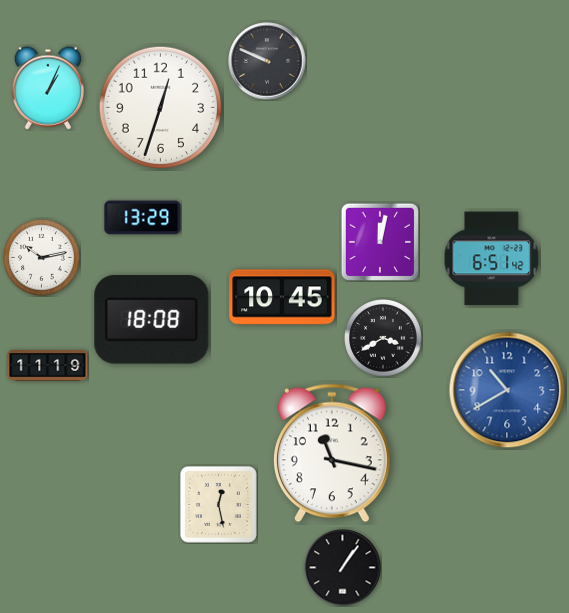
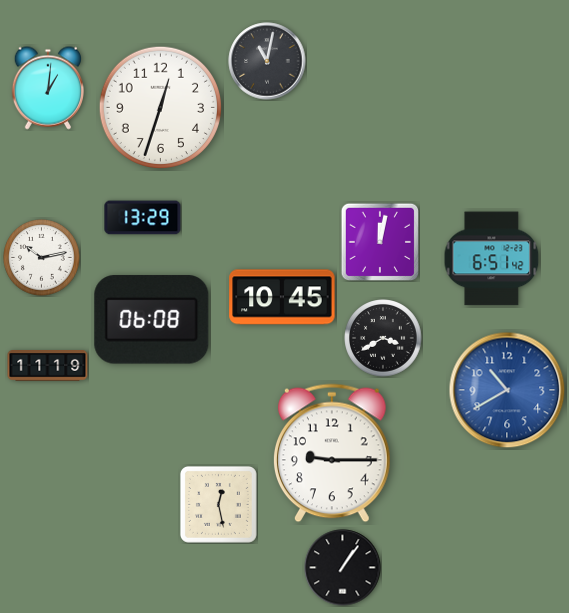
clock at (267, 61): 9:49 -> 11:02
clock at (47, 88): 1:04 -> 1:01
clock at (152, 320): 18:08 -> 06:08
clock at (332, 453): 11:17 -> 9:15
